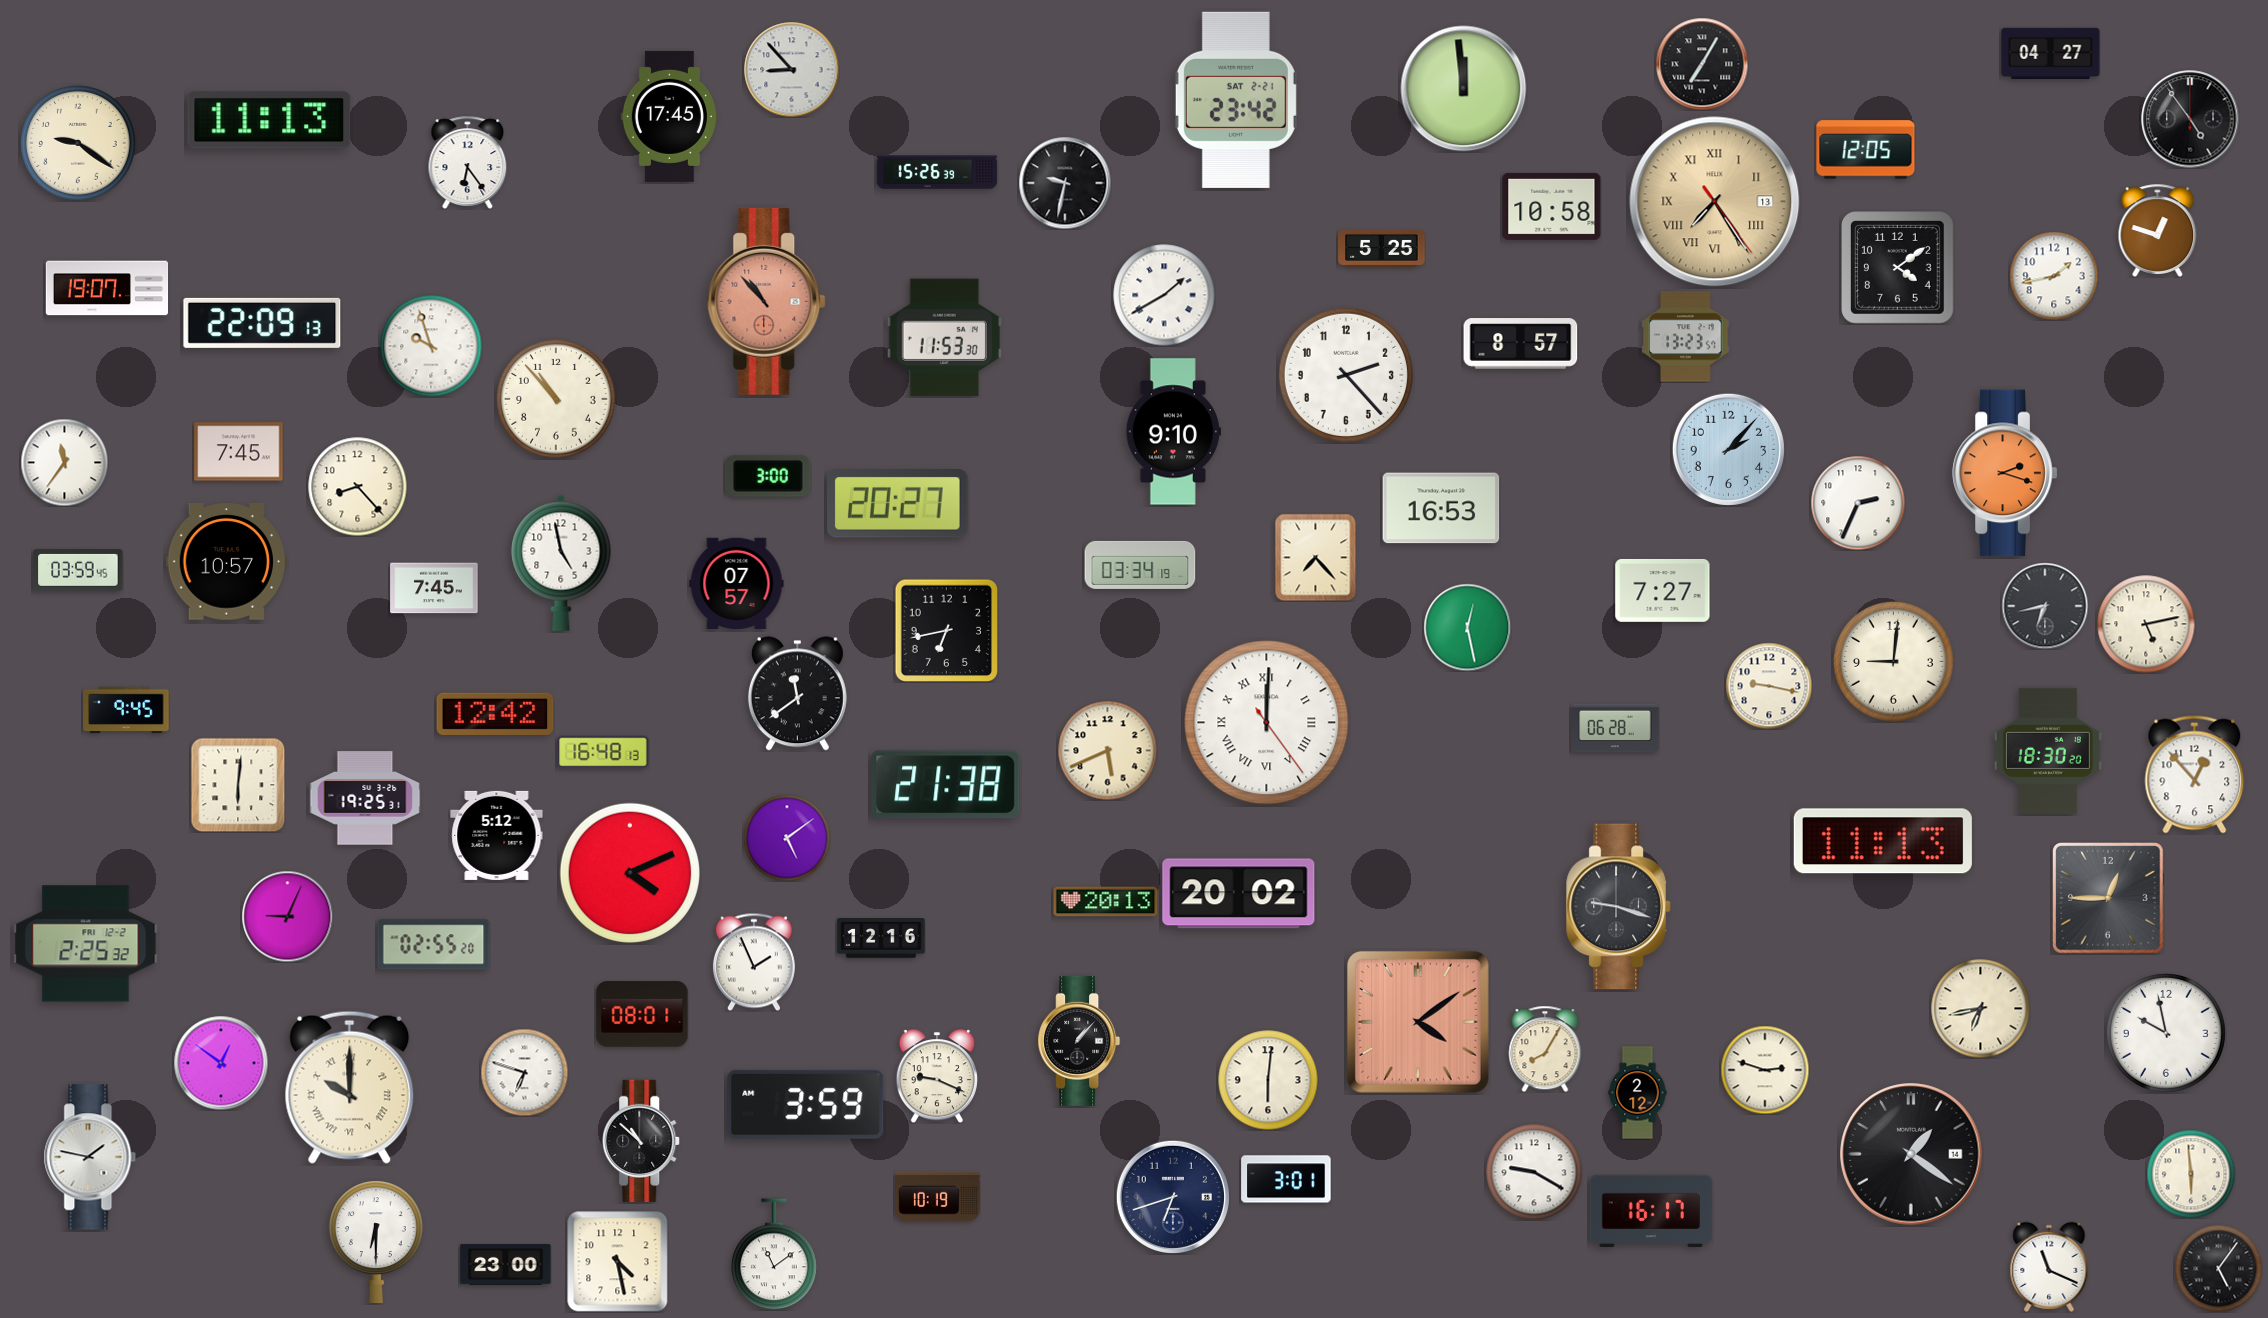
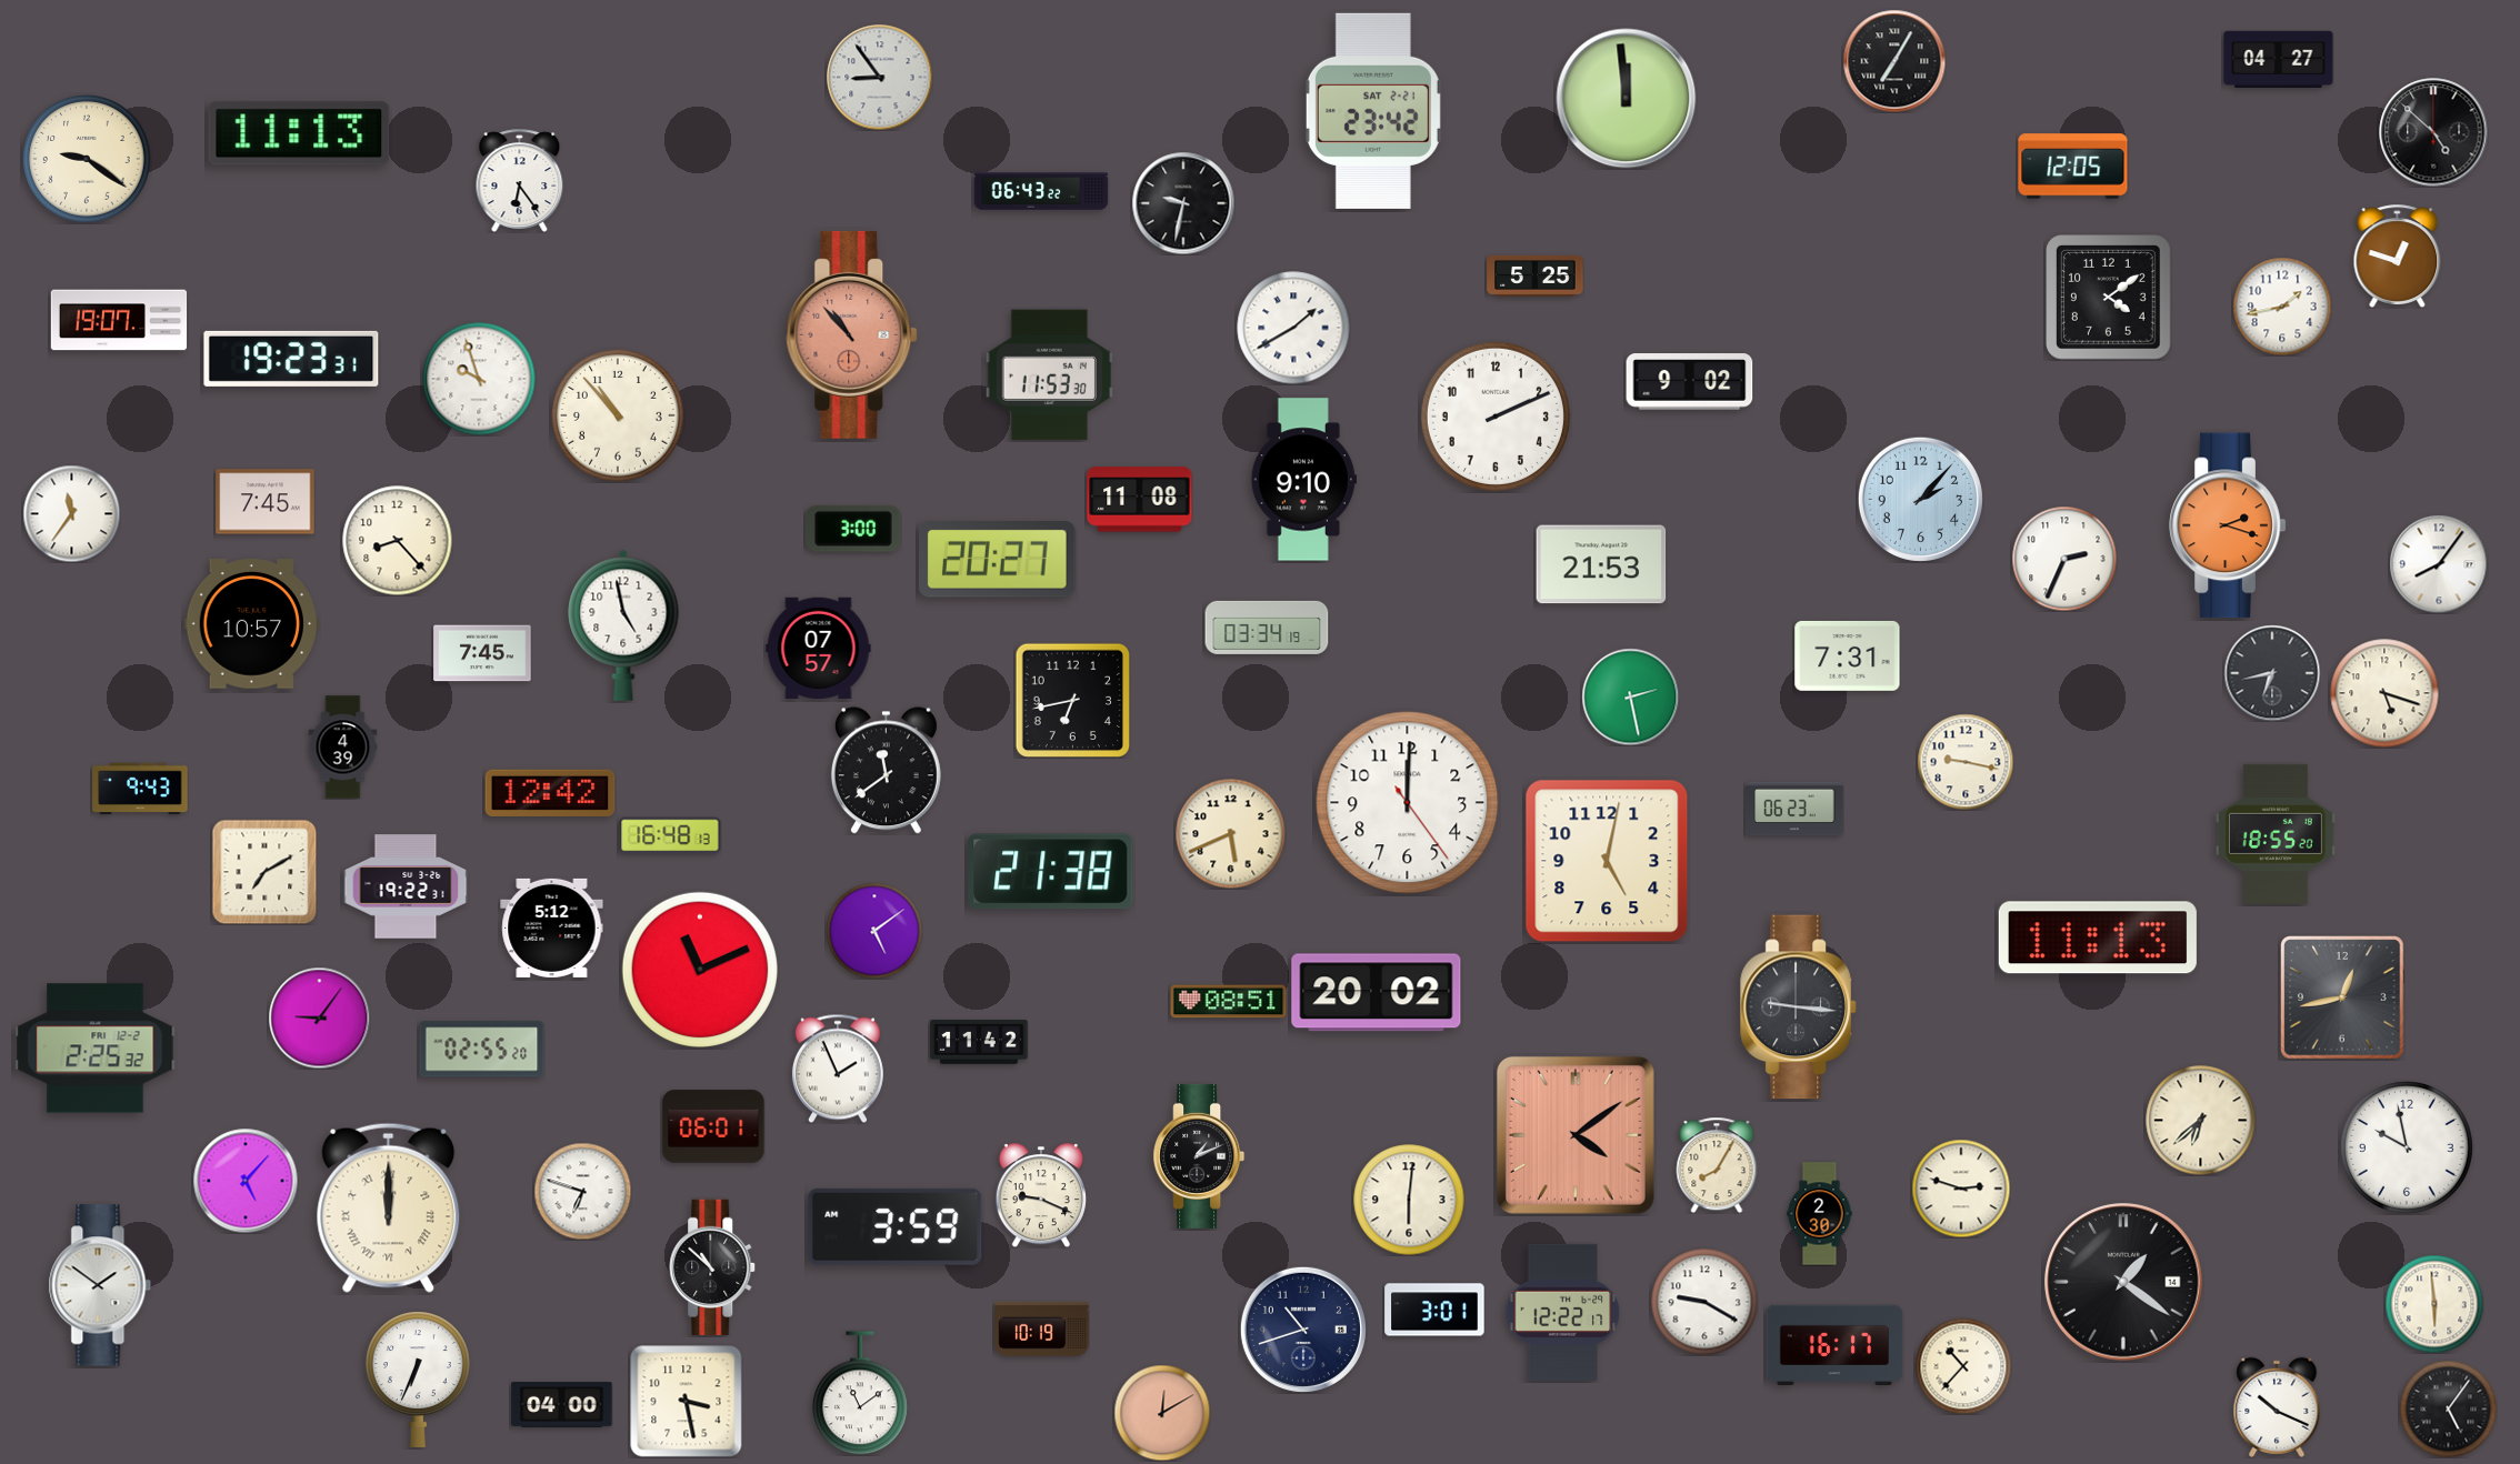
clock at (1702, 64) position: (1702, 64) -> (1894, 61)
clock at (791, 69): 8:53 -> 8:54
clock at (669, 116): 17:45 -> none
clock at (2190, 119): 4:54 -> 4:52
clock at (937, 172): 15:26 -> 06:43
clock at (1715, 202): 7:24 -> none
clock at (1552, 206): 10:58 -> none
clock at (262, 323): 22:09 -> 19:23
clock at (1686, 337): 13:23 -> none
clock at (1521, 344): 8:57 -> 9:02
clock at (431, 346) position: (431, 346) -> (479, 379)
clock at (1346, 375): 2:23 -> 2:11
clock at (556, 399) position: (556, 399) -> (618, 415)
clock at (1140, 500): none -> 11:08
clock at (1441, 508): 16:53 -> 21:53
clock at (2439, 564): none -> 8:06
clock at (1316, 557): 7:23 -> none
clock at (78, 570): 03:59 -> none
clock at (1663, 590): 7:27 -> 7:31
clock at (2146, 624): 5:13 -> 5:18
clock at (1467, 627): 12:28 -> 2:28
clock at (946, 630) position: (946, 630) -> (1072, 700)
clock at (1893, 661): 9:01 -> none
clock at (343, 748): none -> 4:39
clock at (126, 710): 9:45 -> 9:43
clock at (1267, 723) numerals: Roman -> Arabic
clock at (1615, 728): 06:28 -> 06:23
clock at (2048, 751): 18:30 -> 18:55
clock at (1607, 861): none -> 5:02
clock at (2195, 775): 12:53 -> none
clock at (238, 785): 6:01 -> 7:10
clock at (365, 798): 19:25 -> 19:22
clock at (1883, 841) position: (1883, 841) -> (2098, 937)
clock at (629, 872): 4:11 -> 11:11
clock at (2108, 898): 12:45 -> 12:43
clock at (1106, 902): 20:13 -> 08:51
clock at (1619, 907): 9:18 -> 9:16
clock at (287, 916): 9:04 -> 9:06
clock at (881, 939): 12:16 -> 11:42
clock at (1981, 1009): 6:43 -> 6:38
clock at (642, 1014): 08:01 -> 06:01
clock at (1079, 1041): 1:07 -> 1:11
clock at (221, 1063): 12:51 -> 5:07
clock at (350, 1087): 10:00 -> 12:00
clock at (1638, 1093): 2:12 -> 2:30
clock at (90, 1157): 1:47 -> 1:51
clock at (1286, 1179) position: (1286, 1179) -> (1434, 1310)
clock at (1563, 1312): none -> 12:22
clock at (1173, 1197): 6:42 -> 10:42
clock at (1963, 1366): none -> 10:37
clock at (376, 1241): 6:30 -> 6:34
clock at (617, 1262): 4:28 -> 3:28
clock at (506, 1264): 23:00 -> 04:00
clock at (2049, 1267): 11:19 -> 10:19
clock at (2218, 1268) position: (2218, 1268) -> (2448, 1408)
clock at (1162, 1413): none -> 12:10
